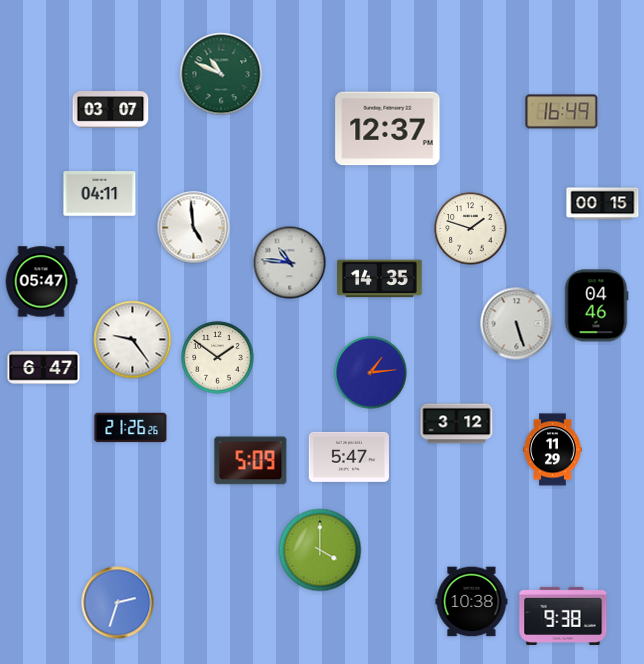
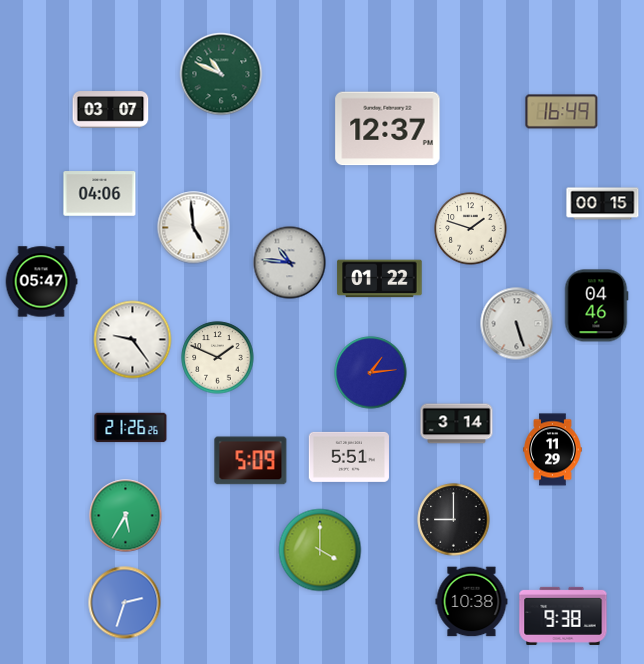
clock at (100, 194): 04:11 -> 04:06
clock at (380, 279): 14:35 -> 01:22
clock at (218, 358): 1:51 -> 1:49
clock at (44, 368): 6:47 -> none
clock at (457, 424): 3:12 -> 3:14
clock at (349, 457): 5:47 -> 5:51
clock at (126, 516): none -> 5:35
clock at (454, 520): none -> 9:00
clock at (118, 603) position: (118, 603) -> (125, 603)
